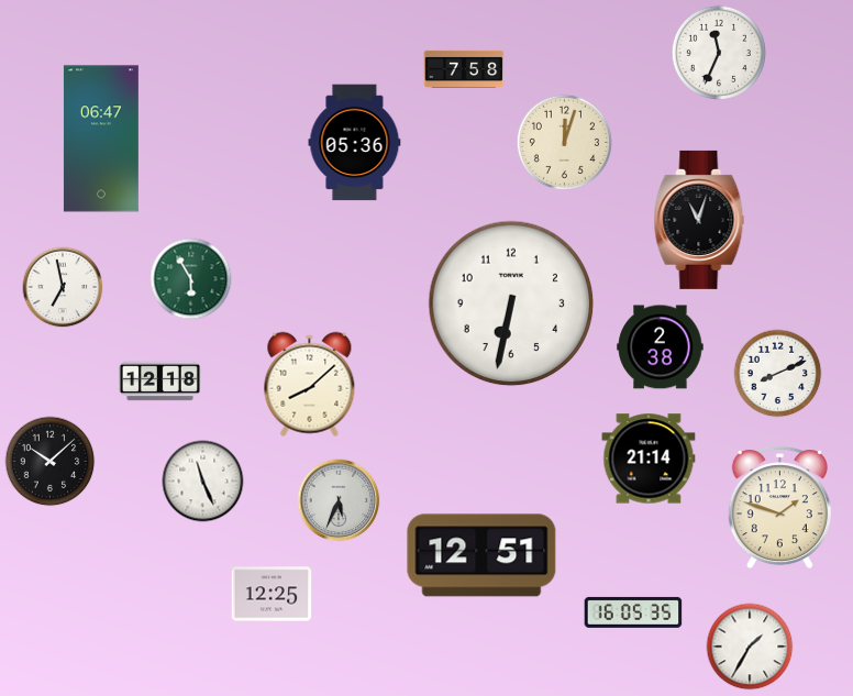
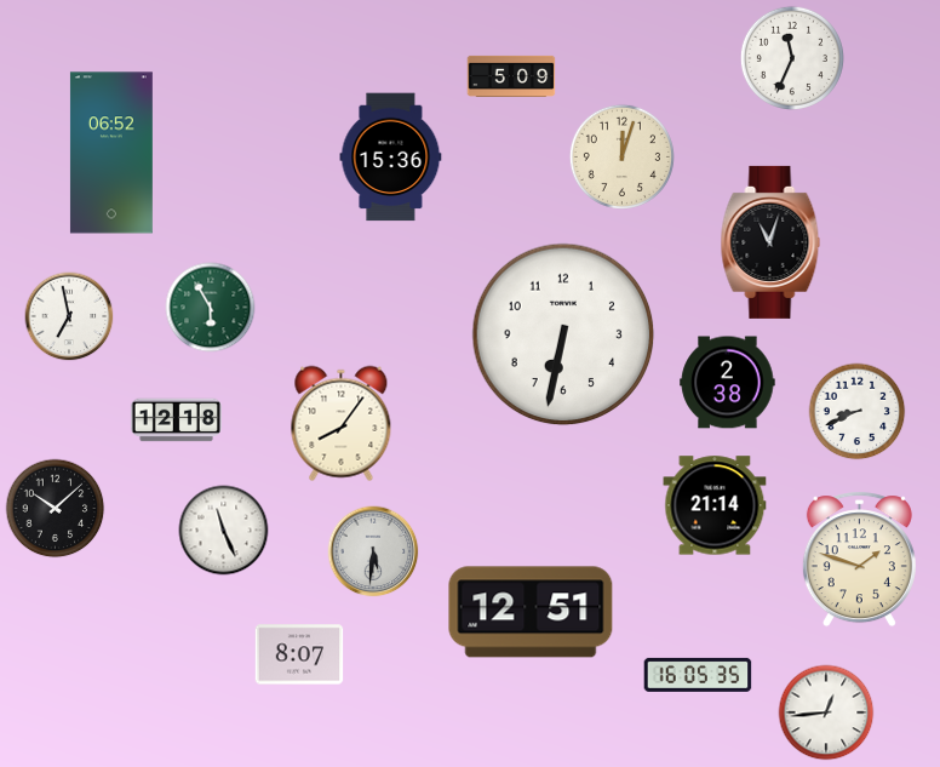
clock at (464, 69): 7:58 -> 5:09
clock at (101, 139): 06:47 -> 06:52
clock at (355, 143): 05:36 -> 15:36
clock at (778, 374): 8:11 -> 8:41
clock at (310, 385): 8:08 -> 8:06
clock at (339, 500): 5:34 -> 5:31
clock at (272, 594): 12:25 -> 8:07
clock at (750, 647): 1:35 -> 12:44
